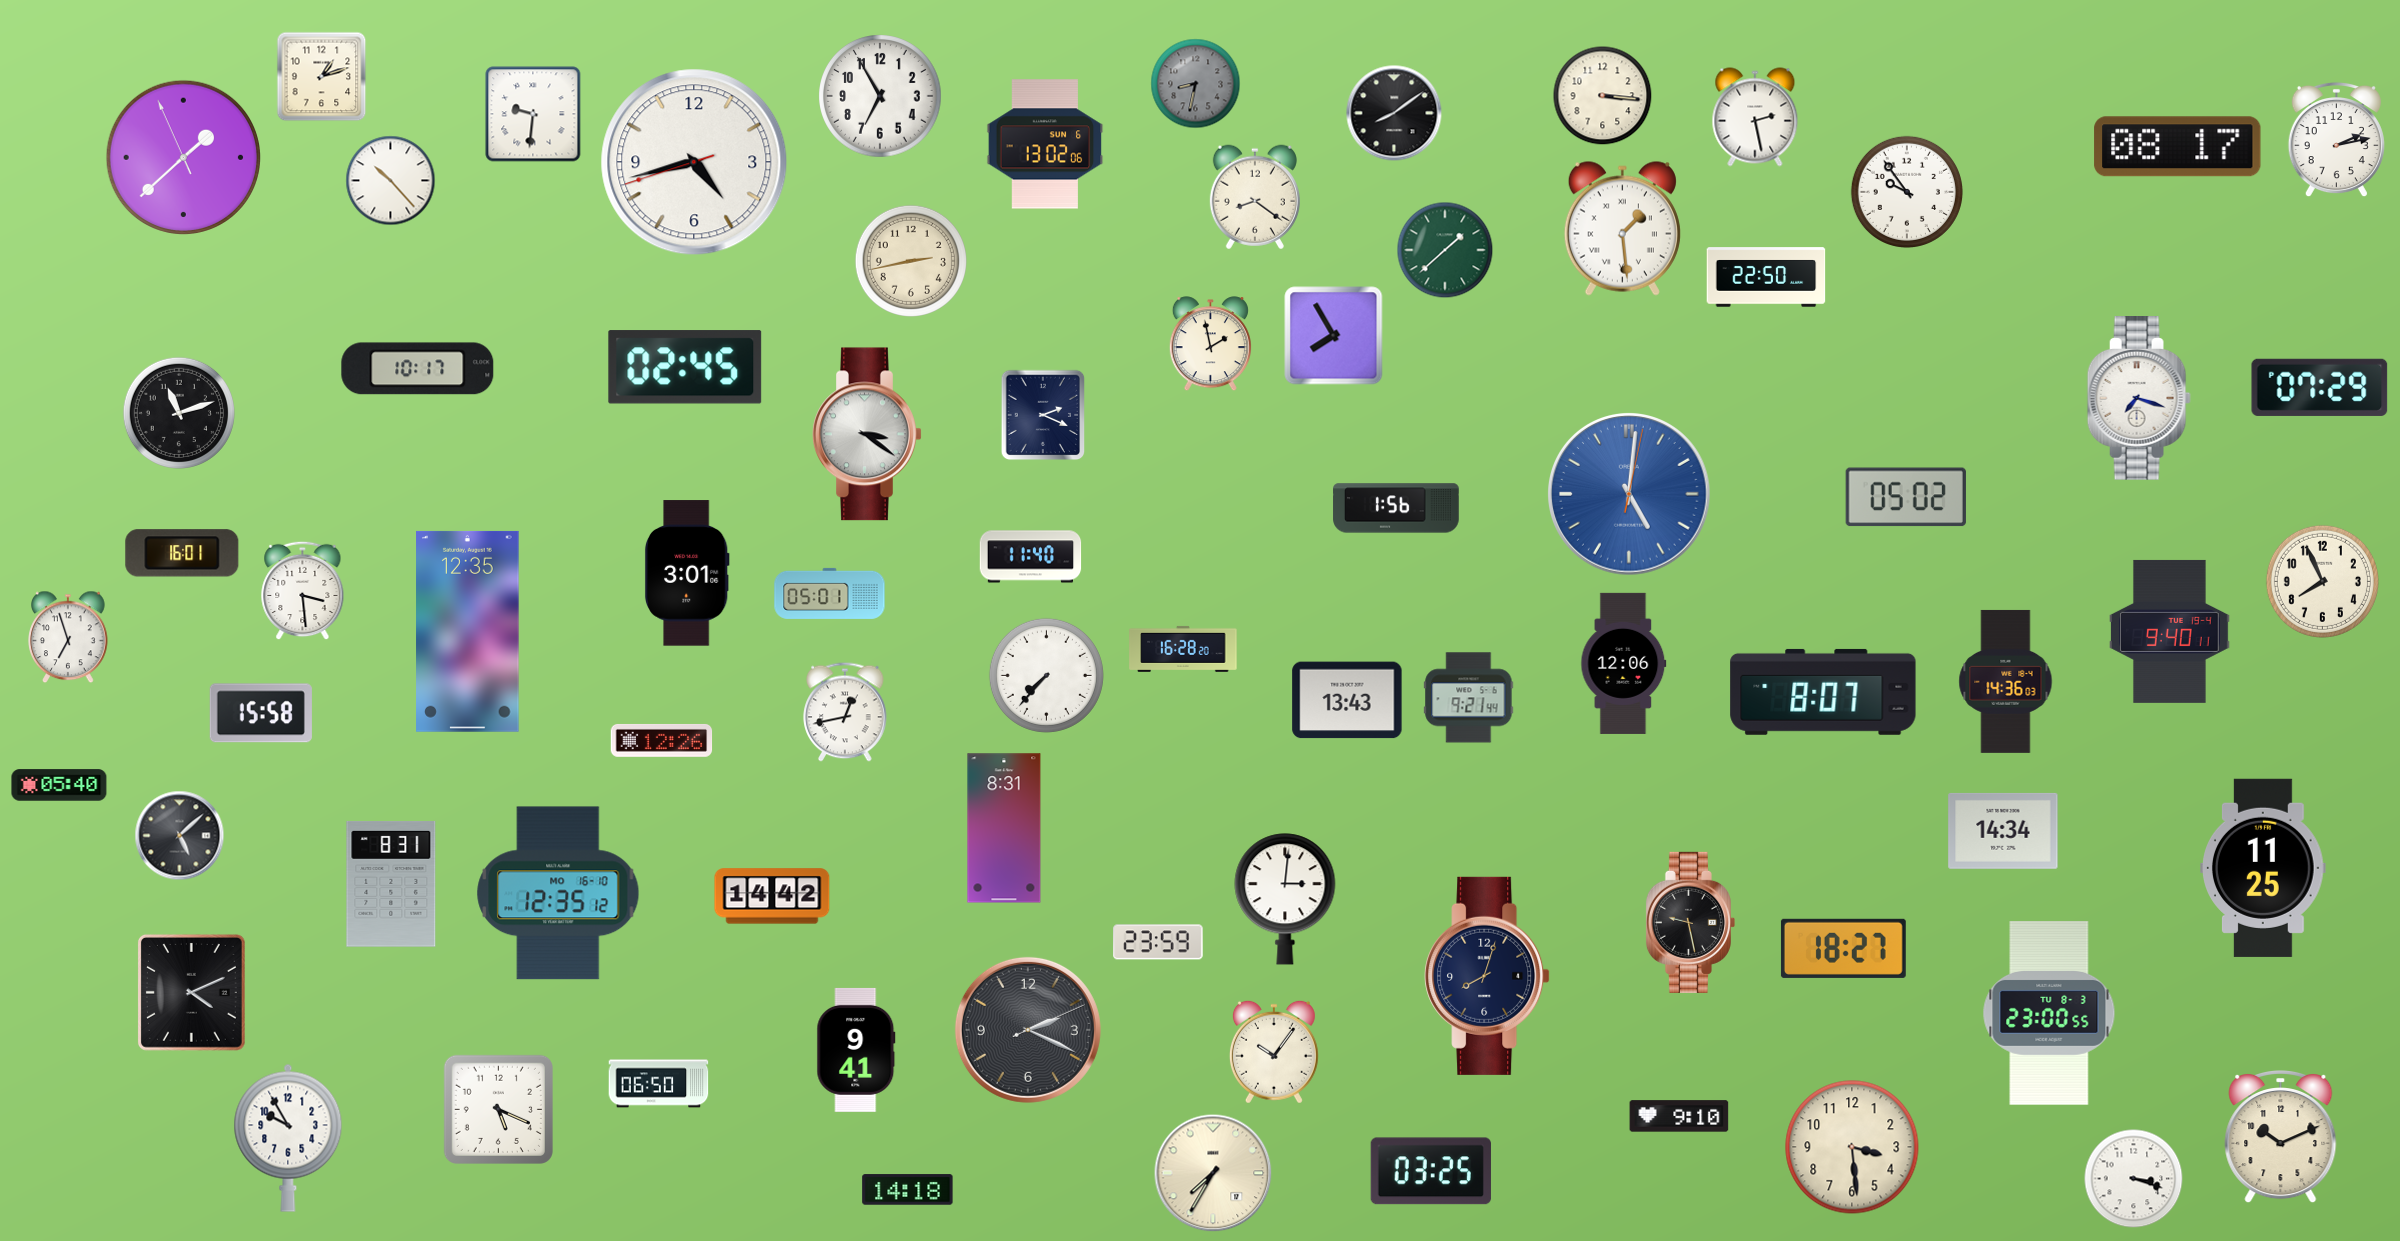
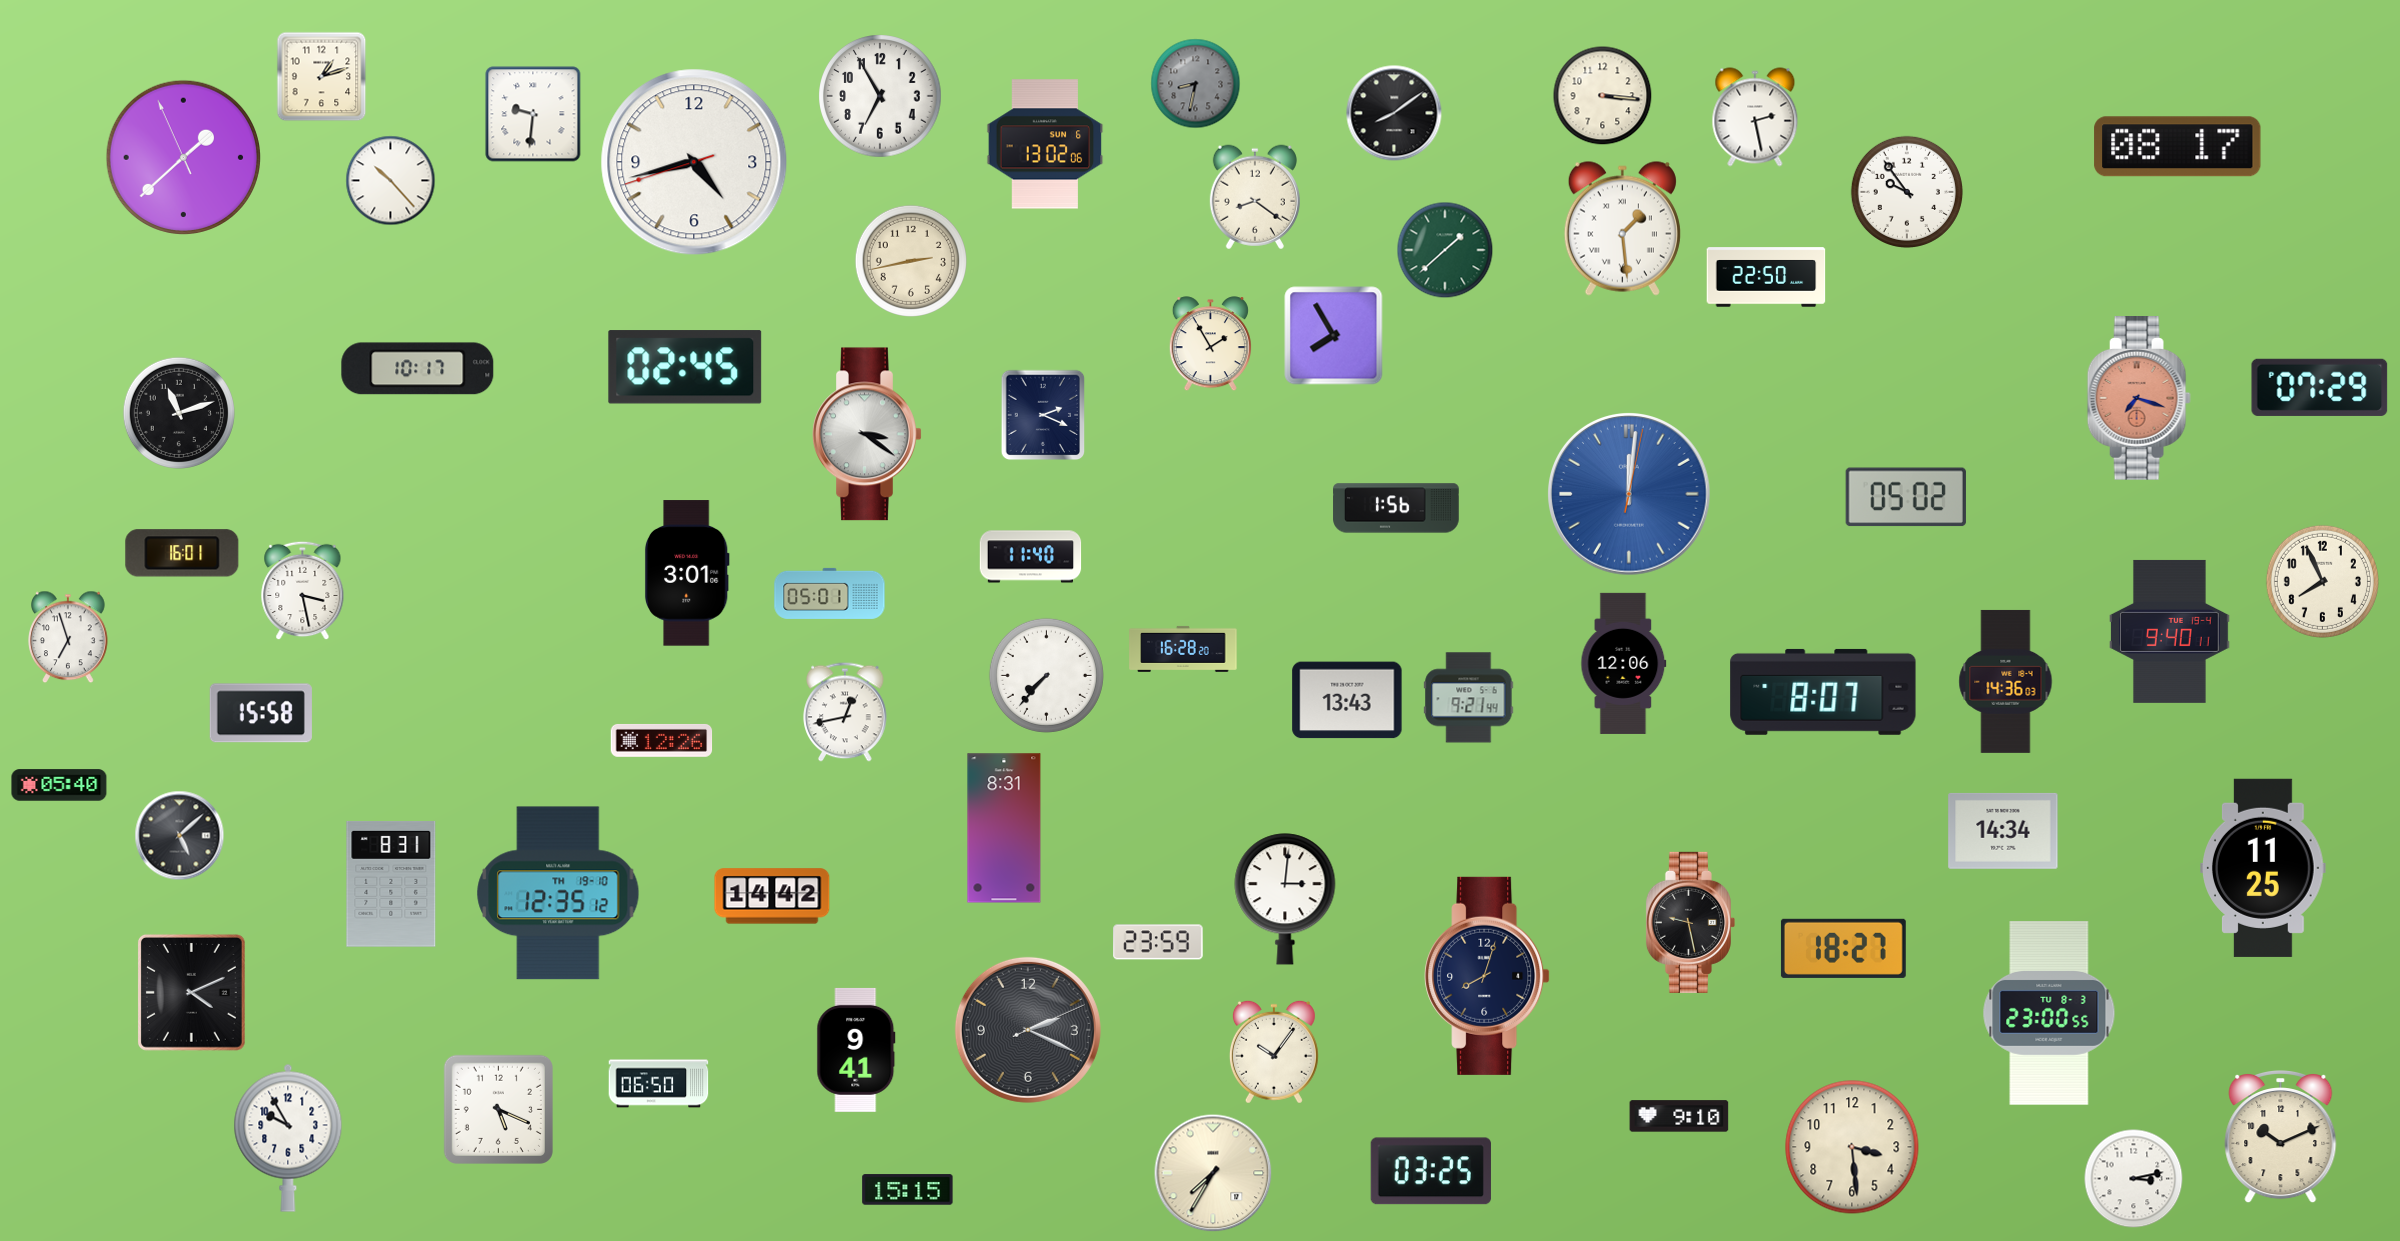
clock at (2336, 140): 2:13 -> none
clock at (1210, 344): 1:58 -> 1:55
clock at (2139, 399) dial: white -> salmon
clock at (1630, 495): 5:01 -> 12:01
clock at (303, 591): 3:29 -> 3:28
clock at (468, 631): 12:35 -> none
clock at (558, 893) date: MO 16-10 -> TH 19-10
clock at (2134, 1179): 3:18 -> 3:13
clock at (908, 1190): 14:18 -> 15:15
